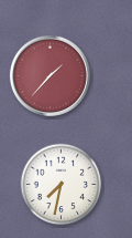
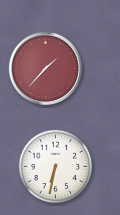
clock at (62, 185): 7:32 -> 6:32
